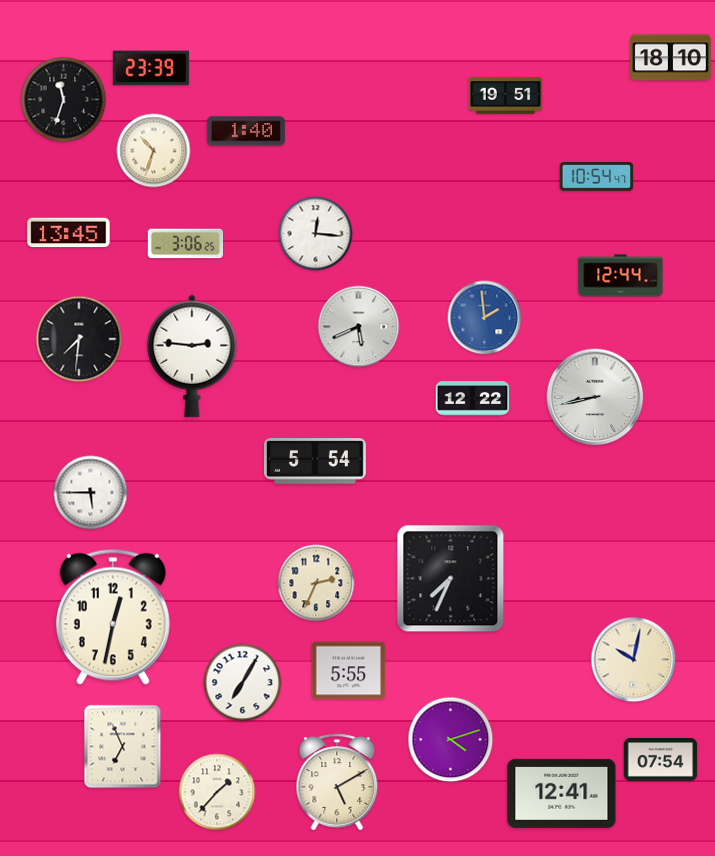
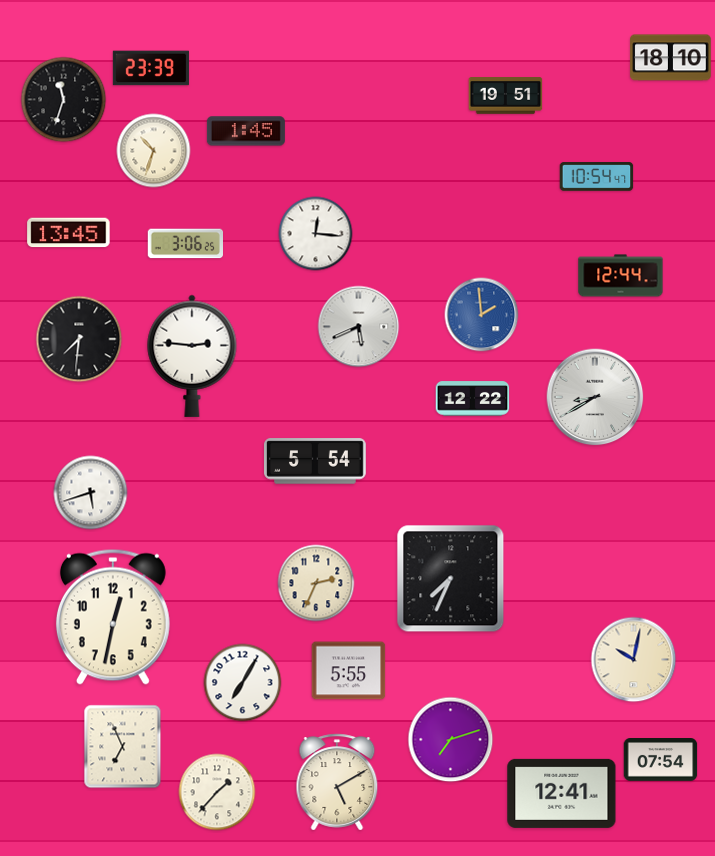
clock at (246, 131): 1:40 -> 1:45
clock at (485, 318) position: (485, 318) -> (482, 315)
clock at (595, 397): 8:43 -> 8:40
clock at (91, 493): 5:45 -> 5:42
clock at (451, 740): 4:12 -> 7:12
